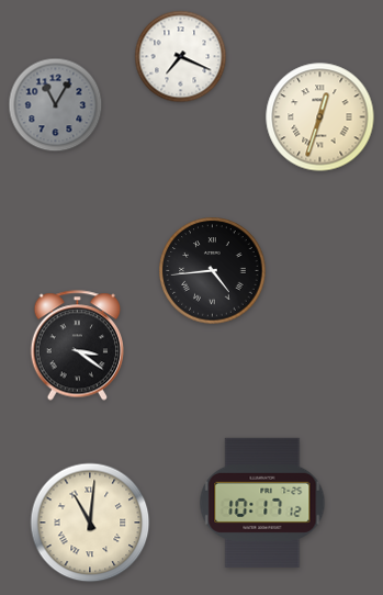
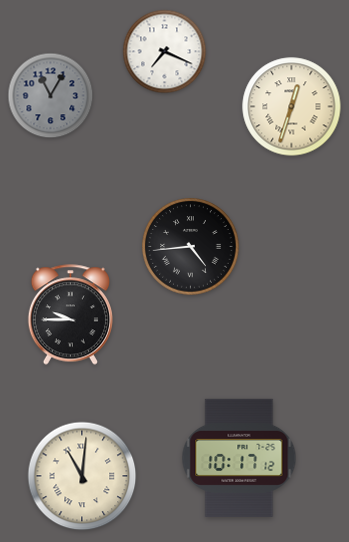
clock at (213, 271) position: (213, 271) -> (191, 247)
clock at (78, 346): 3:21 -> 9:45
